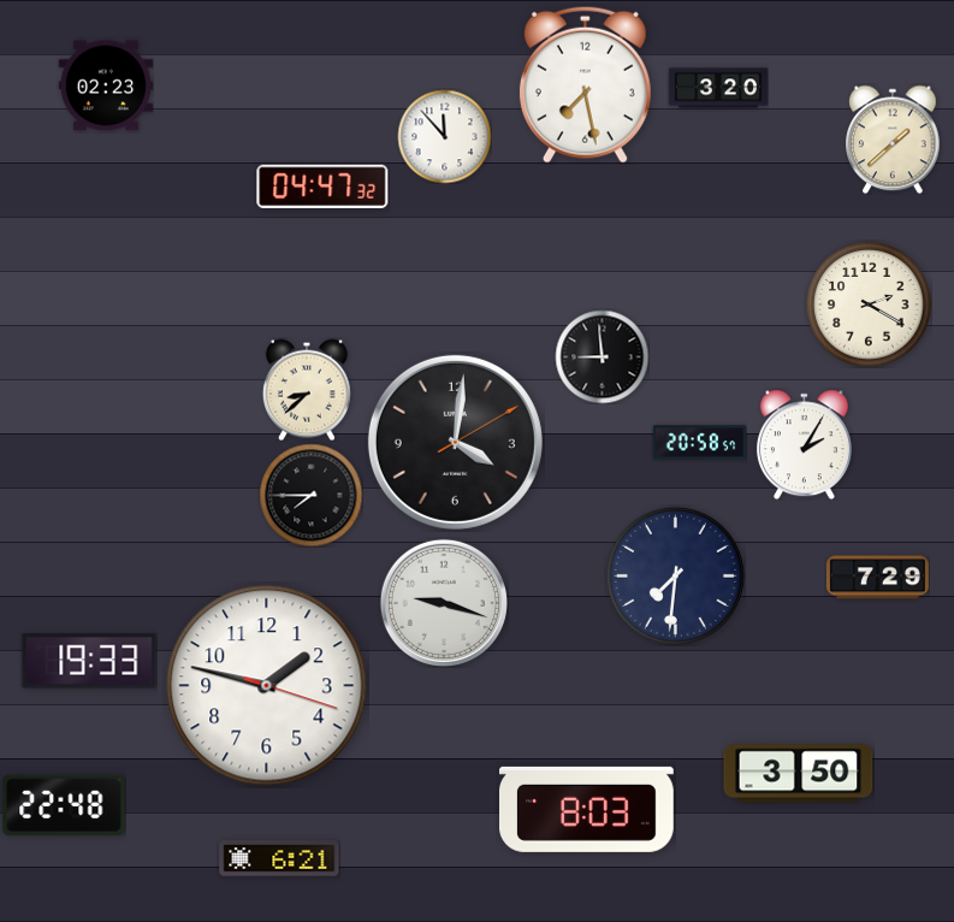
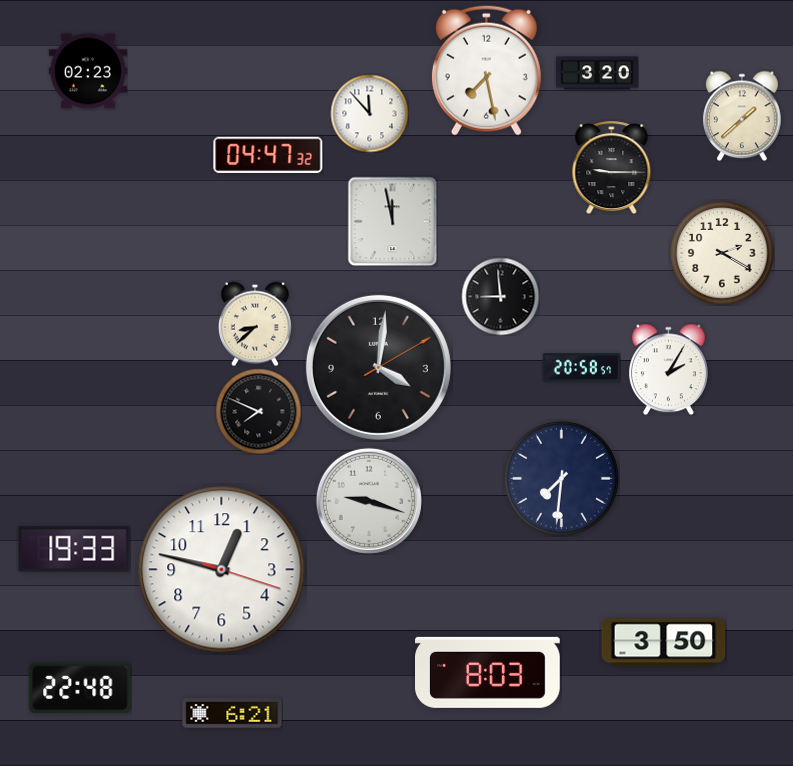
clock at (612, 167): none -> 9:15
clock at (392, 221): none -> 11:58
clock at (310, 495): 7:45 -> 7:49
clock at (877, 578): 7:29 -> none
clock at (267, 686): 1:47 -> 12:47
clock at (64, 805) position: (64, 805) -> (80, 688)
